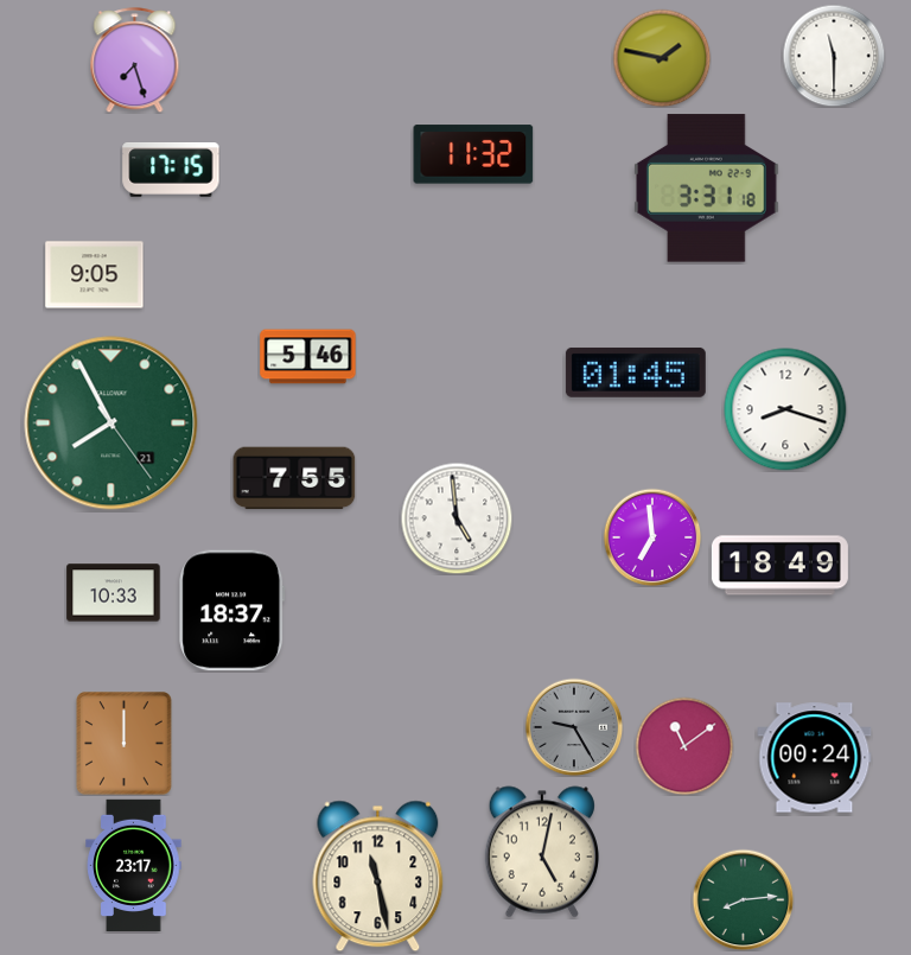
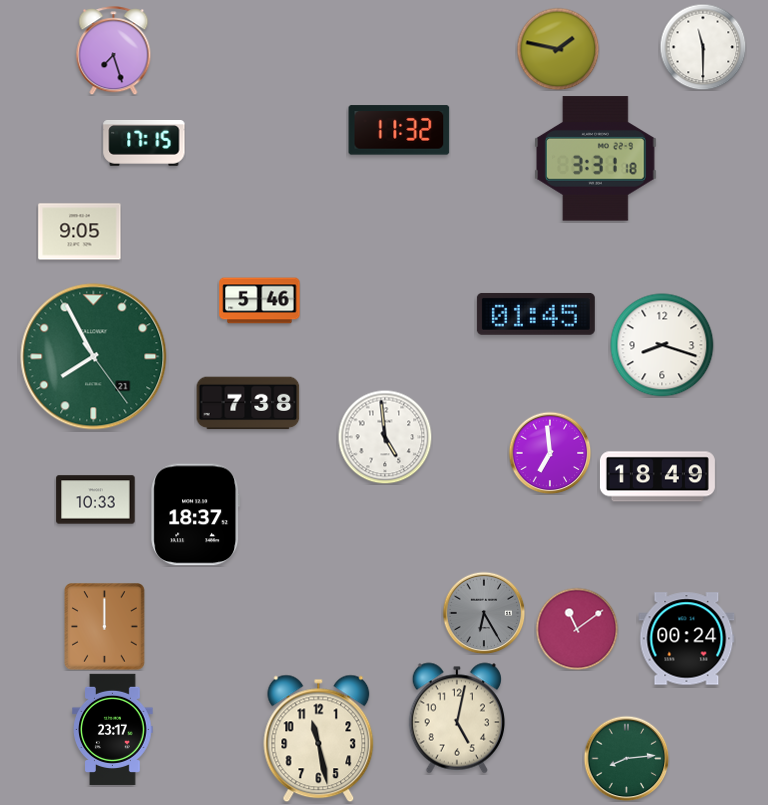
clock at (294, 478): 7:55 -> 7:38
clock at (574, 727): 9:25 -> 6:25
